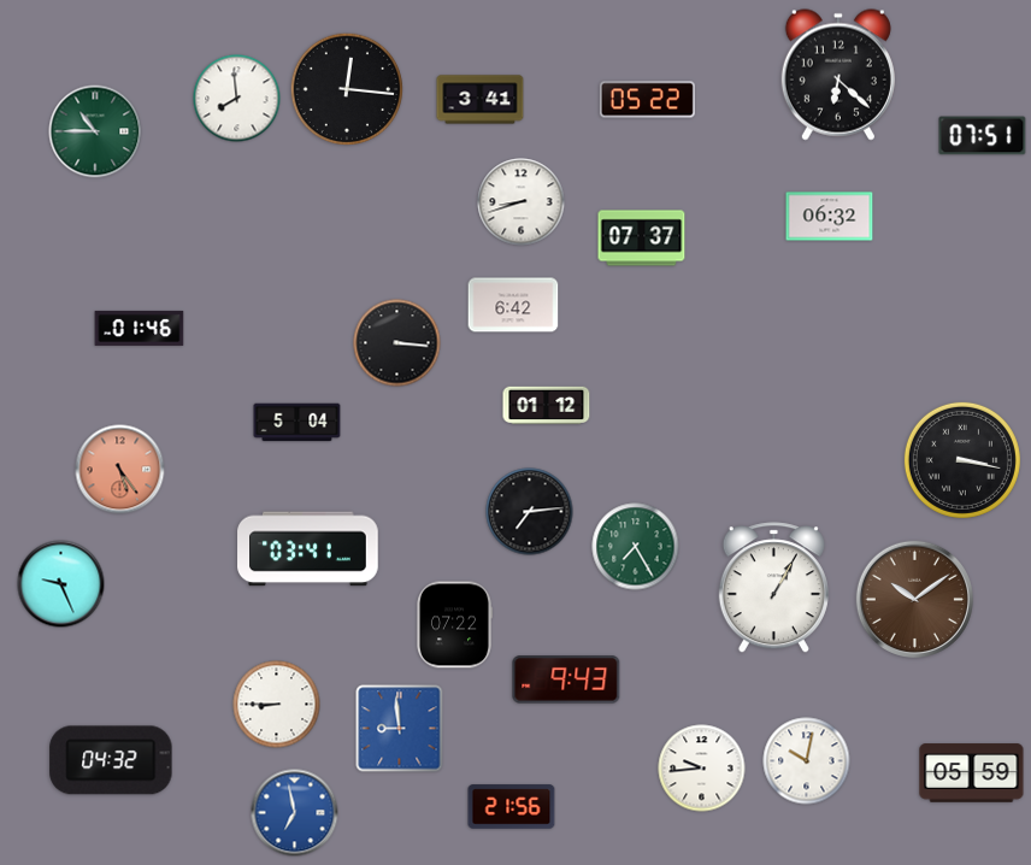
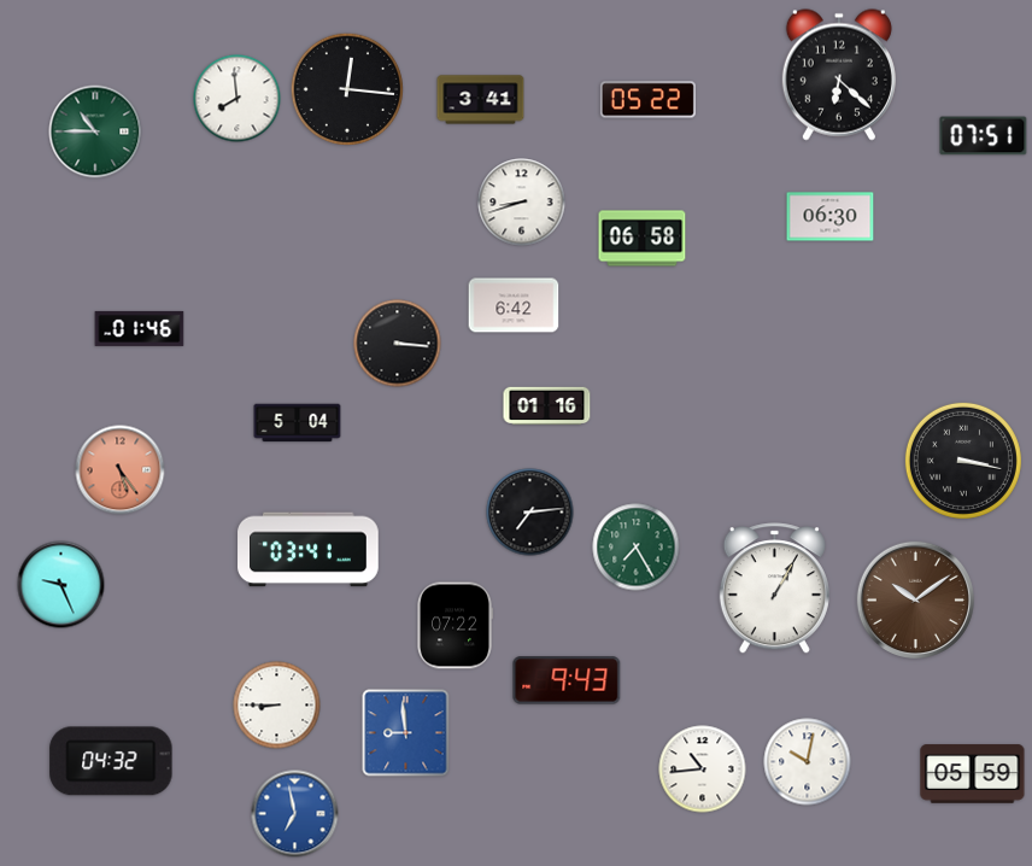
clock at (830, 217): 06:32 -> 06:30
clock at (642, 239): 07:37 -> 06:58
clock at (547, 406): 01:12 -> 01:16
clock at (400, 729) position: (400, 729) -> (406, 733)
clock at (702, 769): 9:44 -> 10:44
clock at (512, 807): 21:56 -> none
